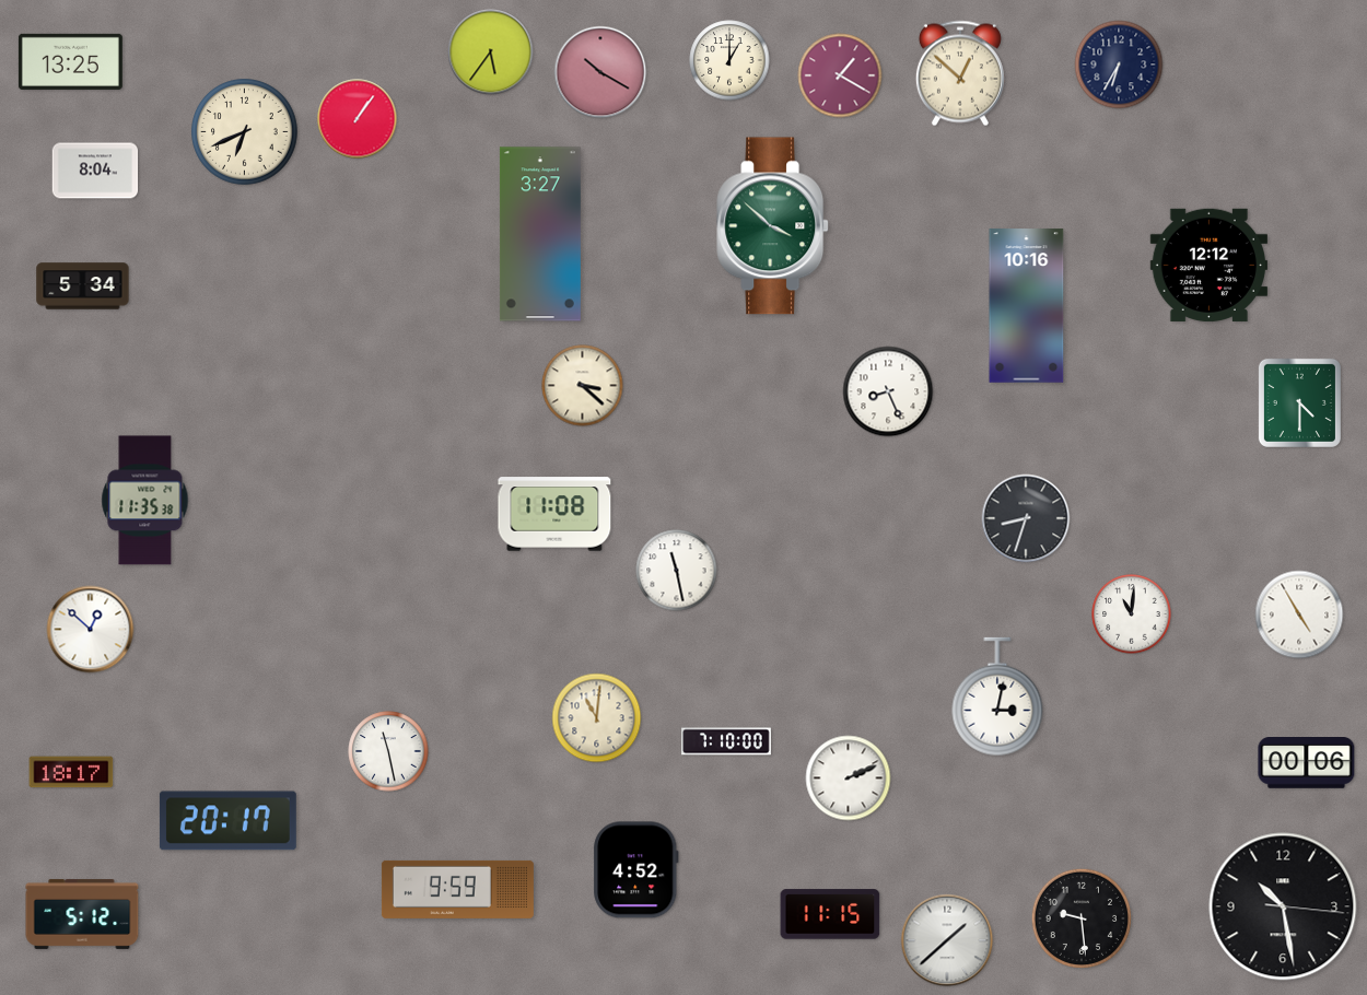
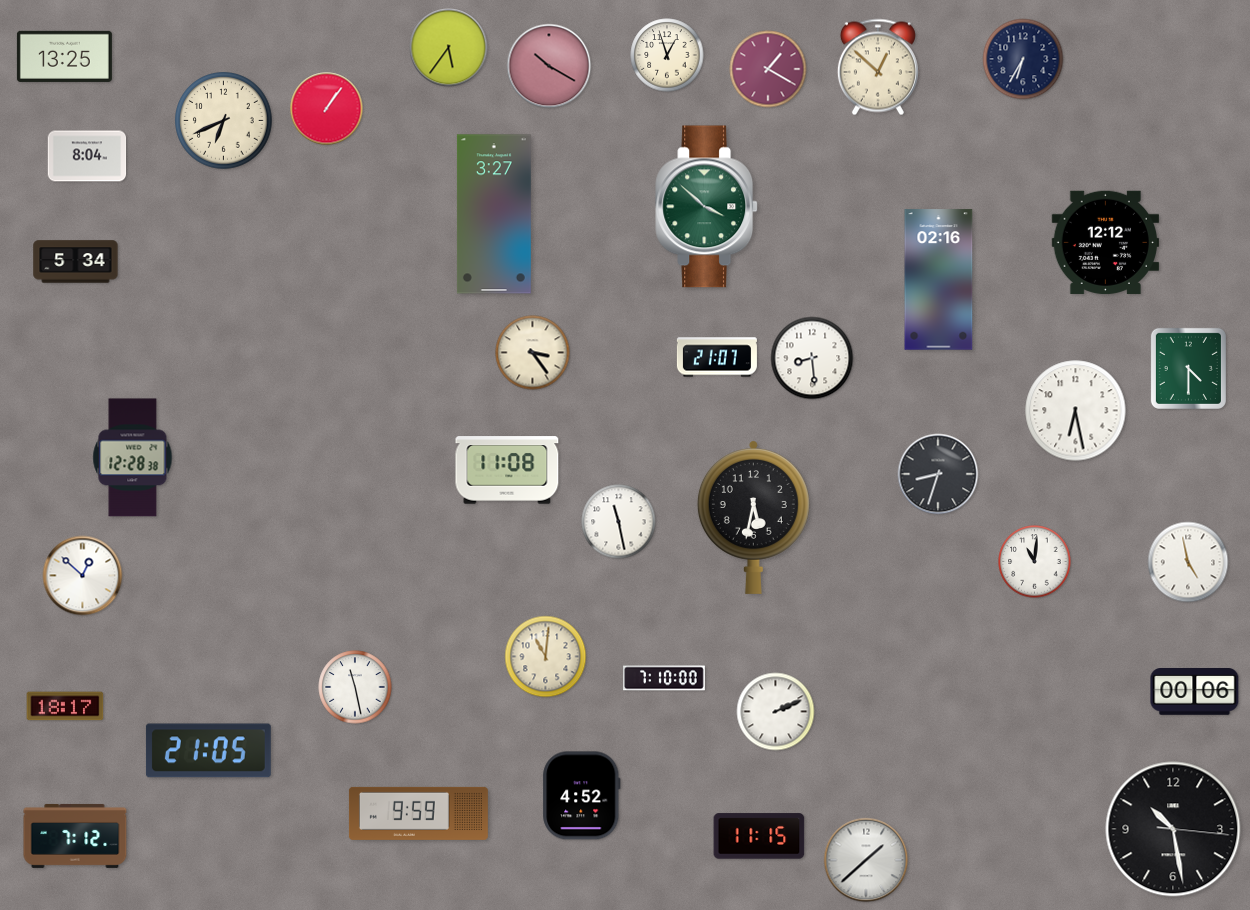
clock at (729, 60): 1:00 -> 12:57
clock at (1027, 306): 10:16 -> 02:16
clock at (583, 386): 3:22 -> 3:24
clock at (717, 357): none -> 21:07
clock at (888, 391): 8:26 -> 8:29
clock at (1076, 411): none -> 6:28
clock at (145, 501): 11:35 -> 12:28
clock at (753, 517): none -> 5:32
clock at (1299, 614): 4:55 -> 4:58
clock at (997, 696): 3:02 -> none
clock at (1307, 763) position: (1307, 763) -> (1195, 692)
clock at (227, 821): 20:17 -> 21:05
clock at (82, 914): 5:12 -> 7:12
clock at (1080, 917): 9:29 -> none
